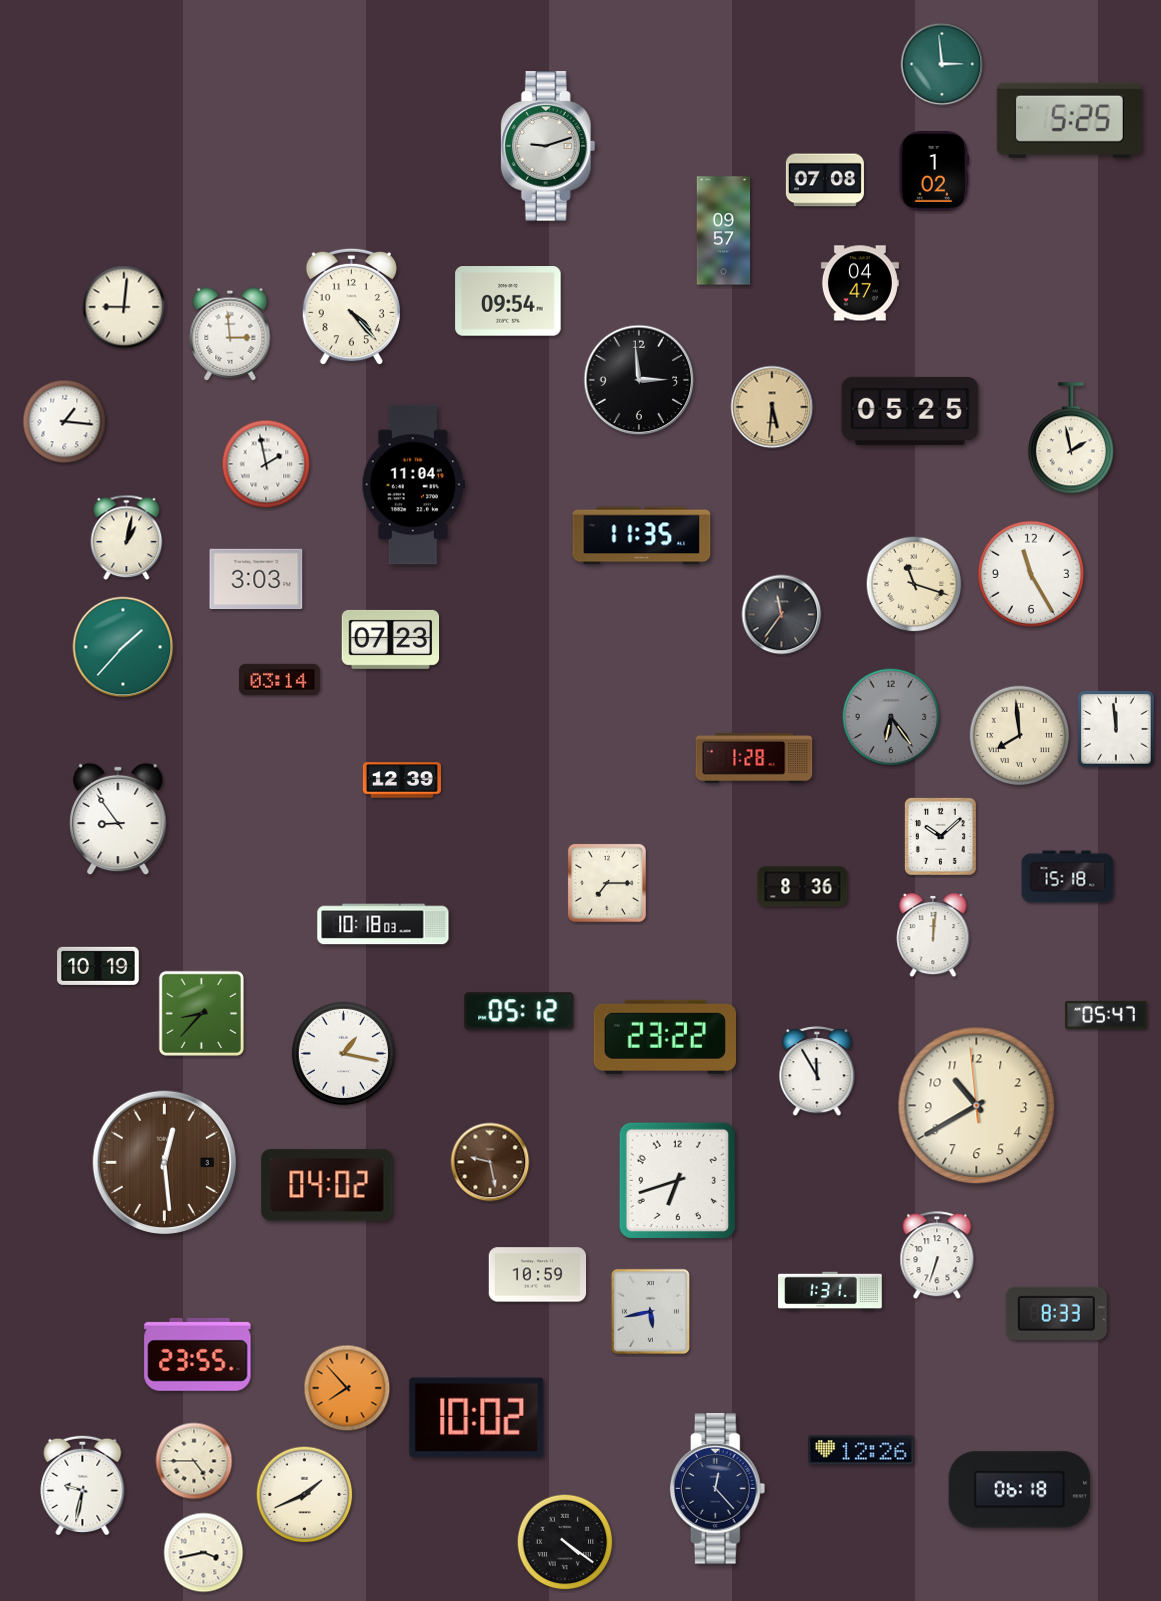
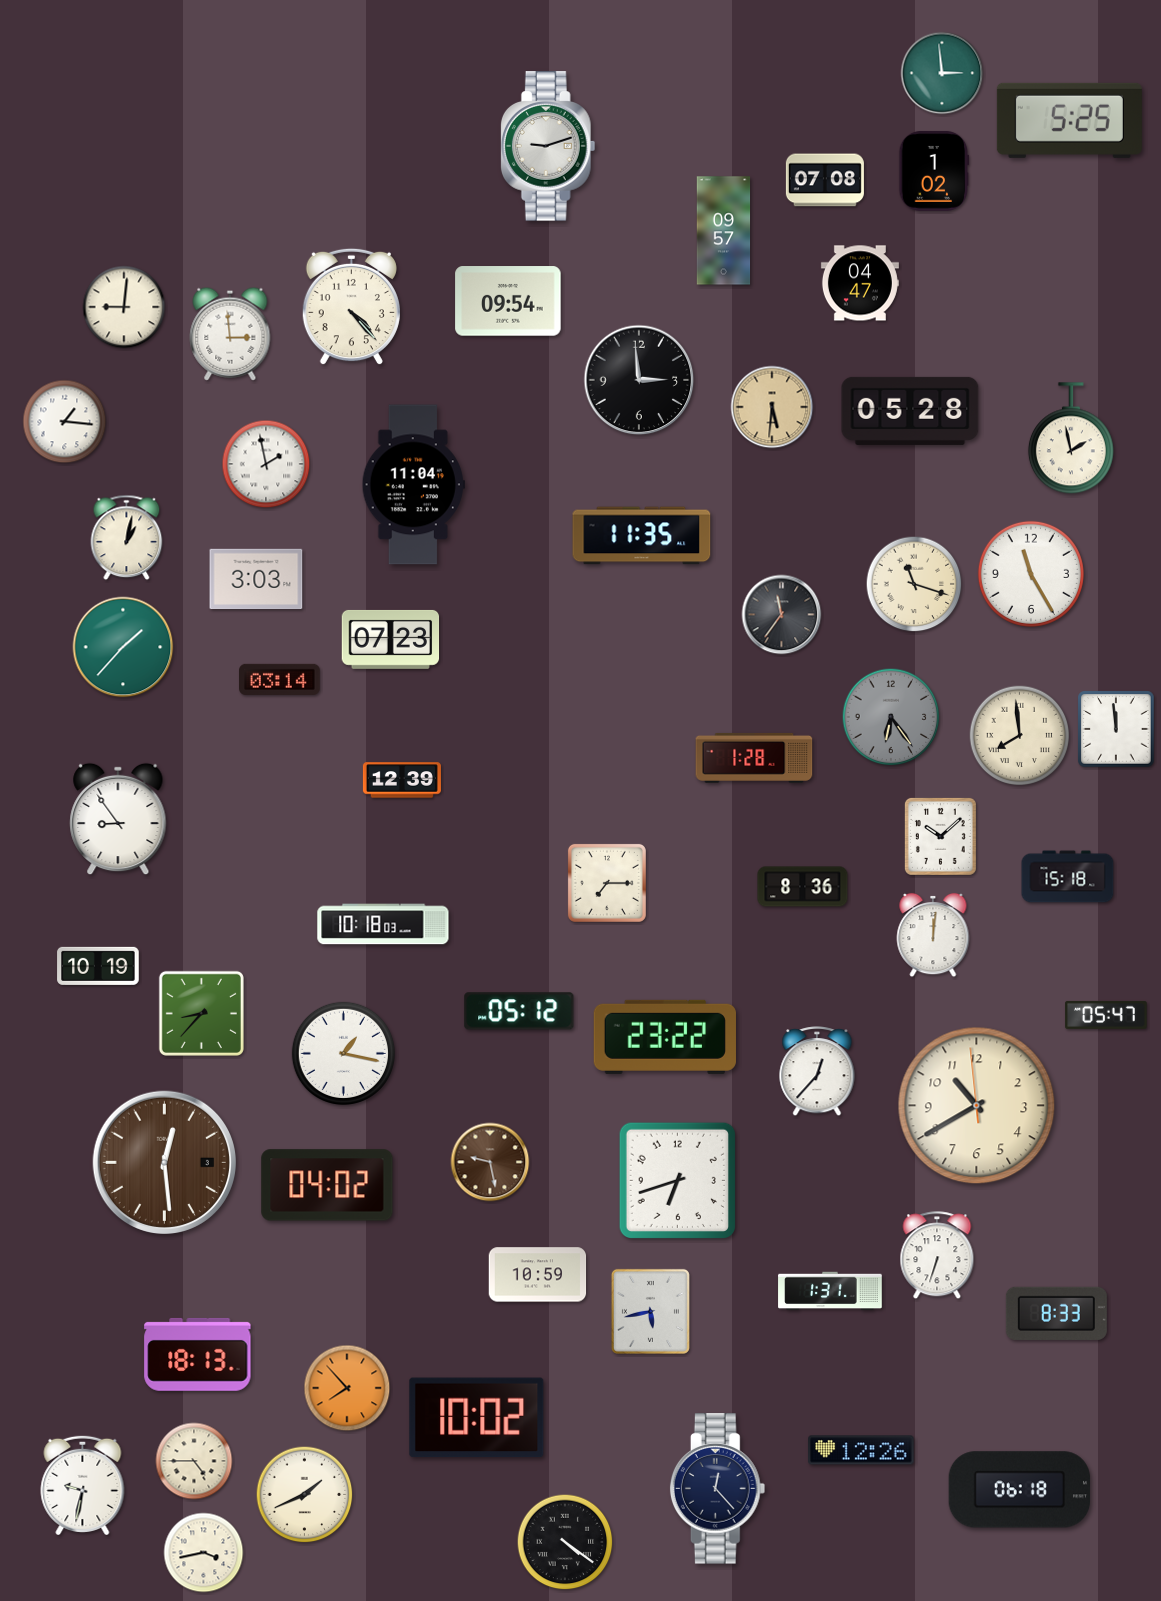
clock at (942, 64) position: (942, 64) -> (942, 73)
clock at (910, 411): 05:25 -> 05:28
clock at (817, 1072): 11:55 -> 12:37
clock at (198, 1354): 23:55 -> 18:13
